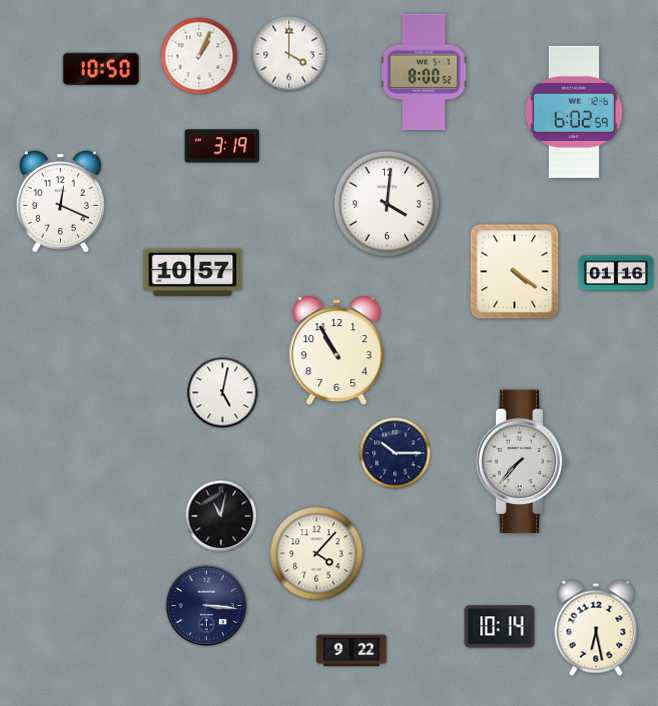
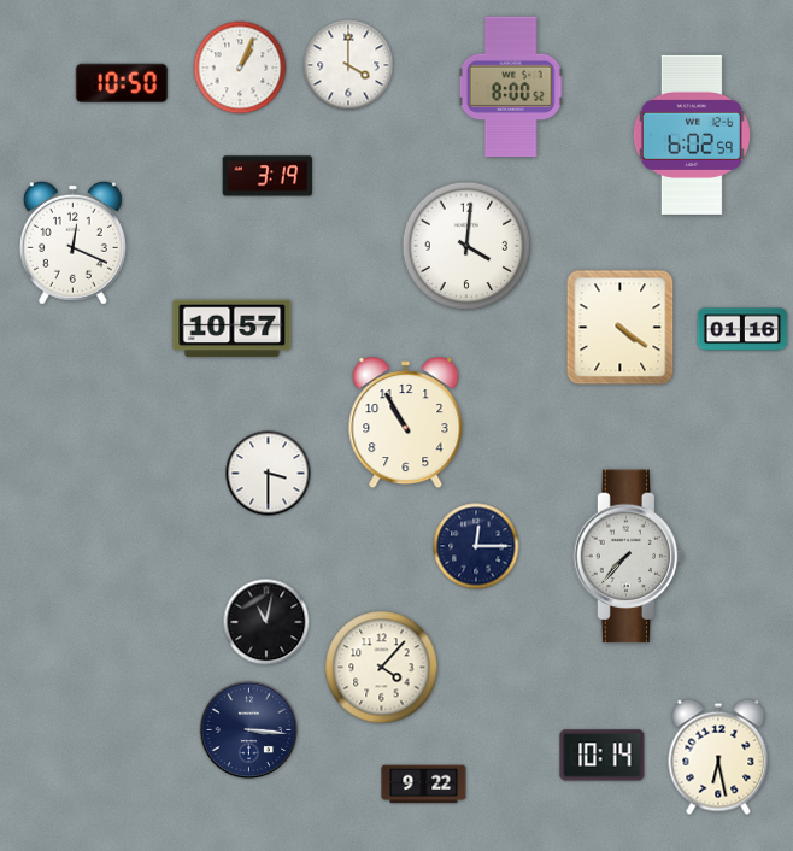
clock at (223, 393): 5:02 -> 3:30
clock at (395, 453): 10:15 -> 12:15
